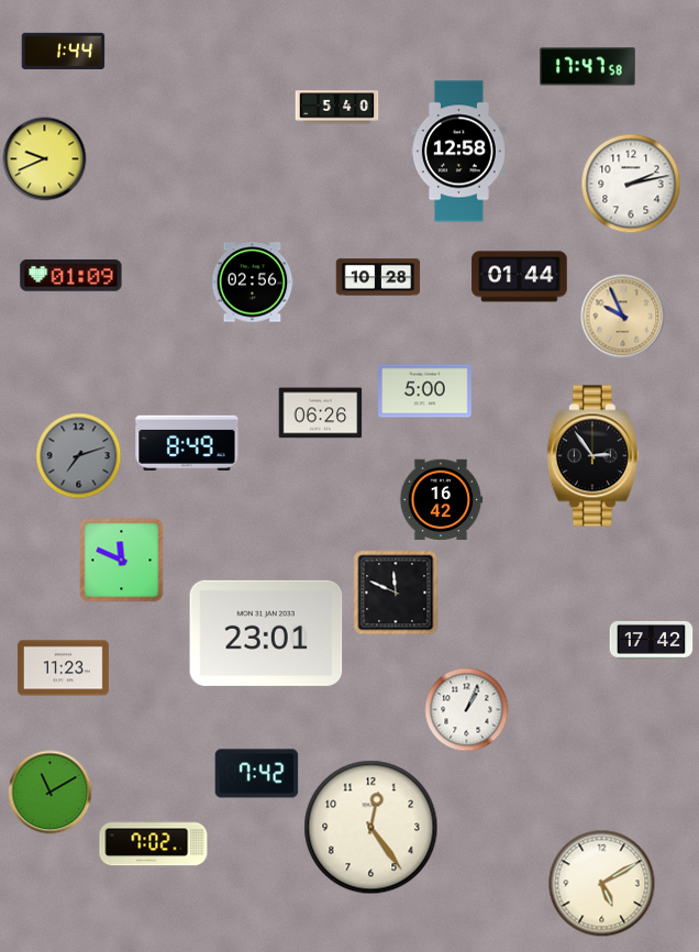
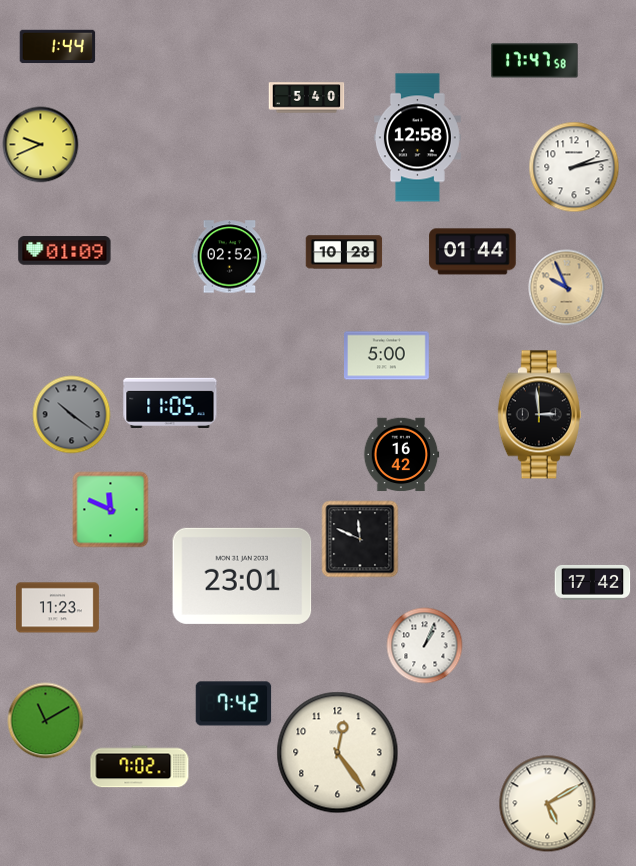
clock at (253, 283): 02:56 -> 02:52
clock at (321, 413): 06:26 -> none
clock at (187, 443): 8:49 -> 11:05
clock at (79, 456): 7:12 -> 10:21
clock at (592, 456): 2:54 -> 2:59
